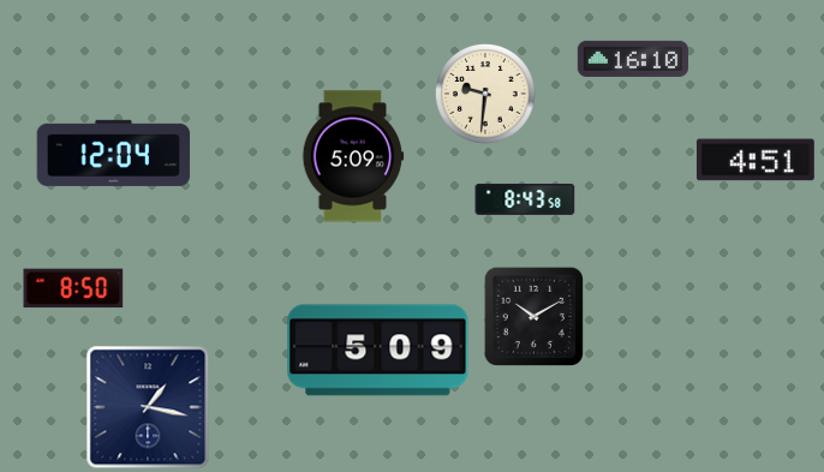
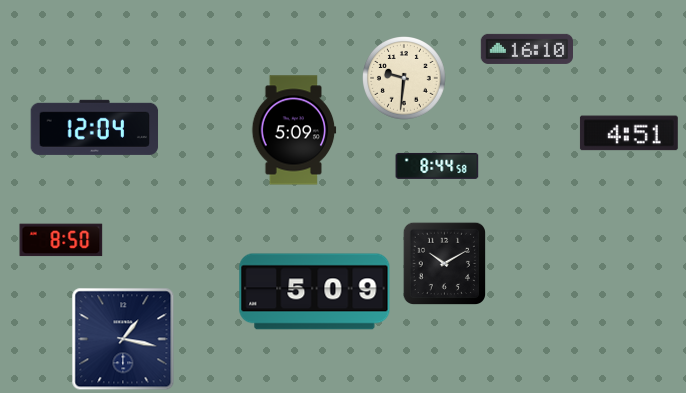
clock at (525, 199): 8:43 -> 8:44
